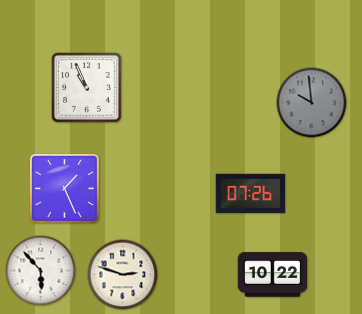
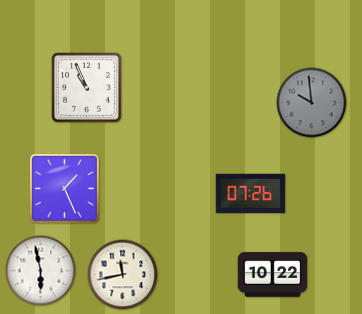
clock at (41, 271): 5:53 -> 5:58
clock at (123, 275): 2:48 -> 11:43
